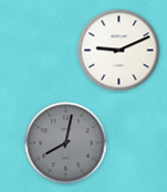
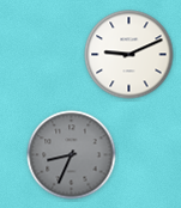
clock at (66, 143): 8:02 -> 8:34
